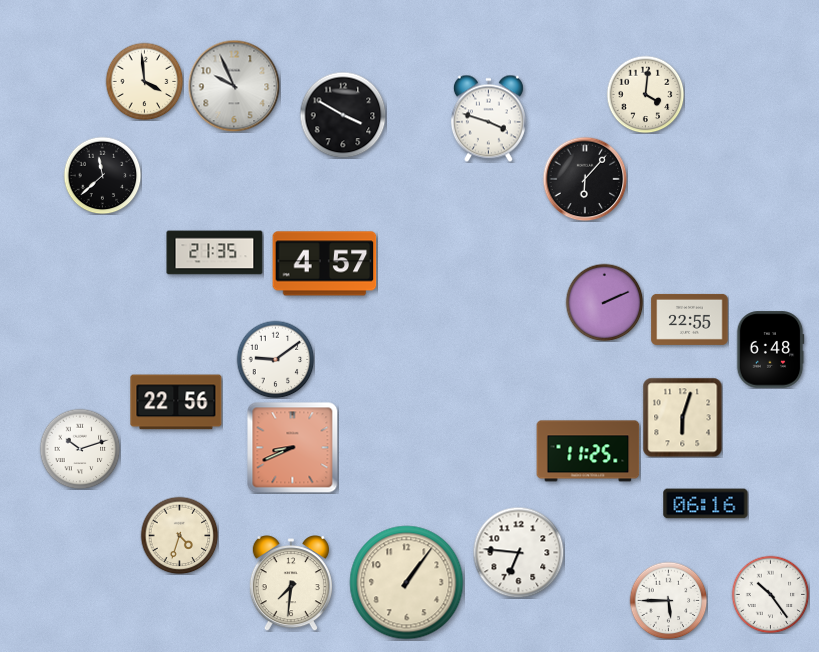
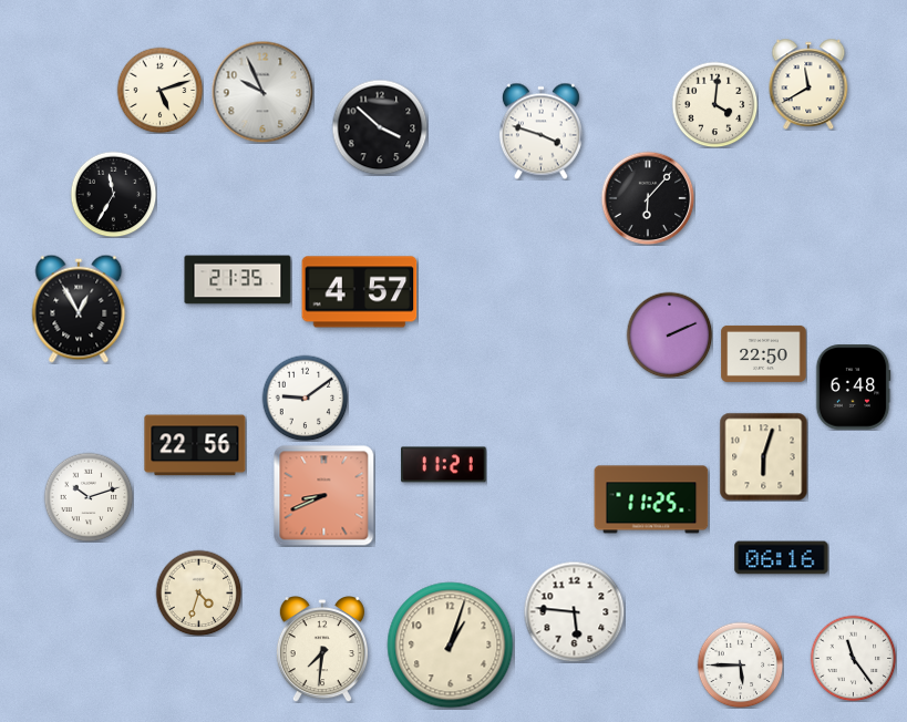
clock at (808, 84): none -> 11:40
clock at (144, 81): 3:59 -> 5:12
clock at (234, 86) position: (234, 86) -> (262, 92)
clock at (343, 115): 3:50 -> 3:52
clock at (102, 175): 11:38 -> 11:35
clock at (79, 309): none -> 12:55
clock at (690, 319): 22:55 -> 22:50
clock at (682, 417) position: (682, 417) -> (763, 456)
clock at (444, 465): none -> 11:21
clock at (518, 552): 6:46 -> 5:46
clock at (291, 583) position: (291, 583) -> (322, 649)
clock at (407, 583): 1:06 -> 1:03
clock at (770, 594): 10:24 -> 11:24
